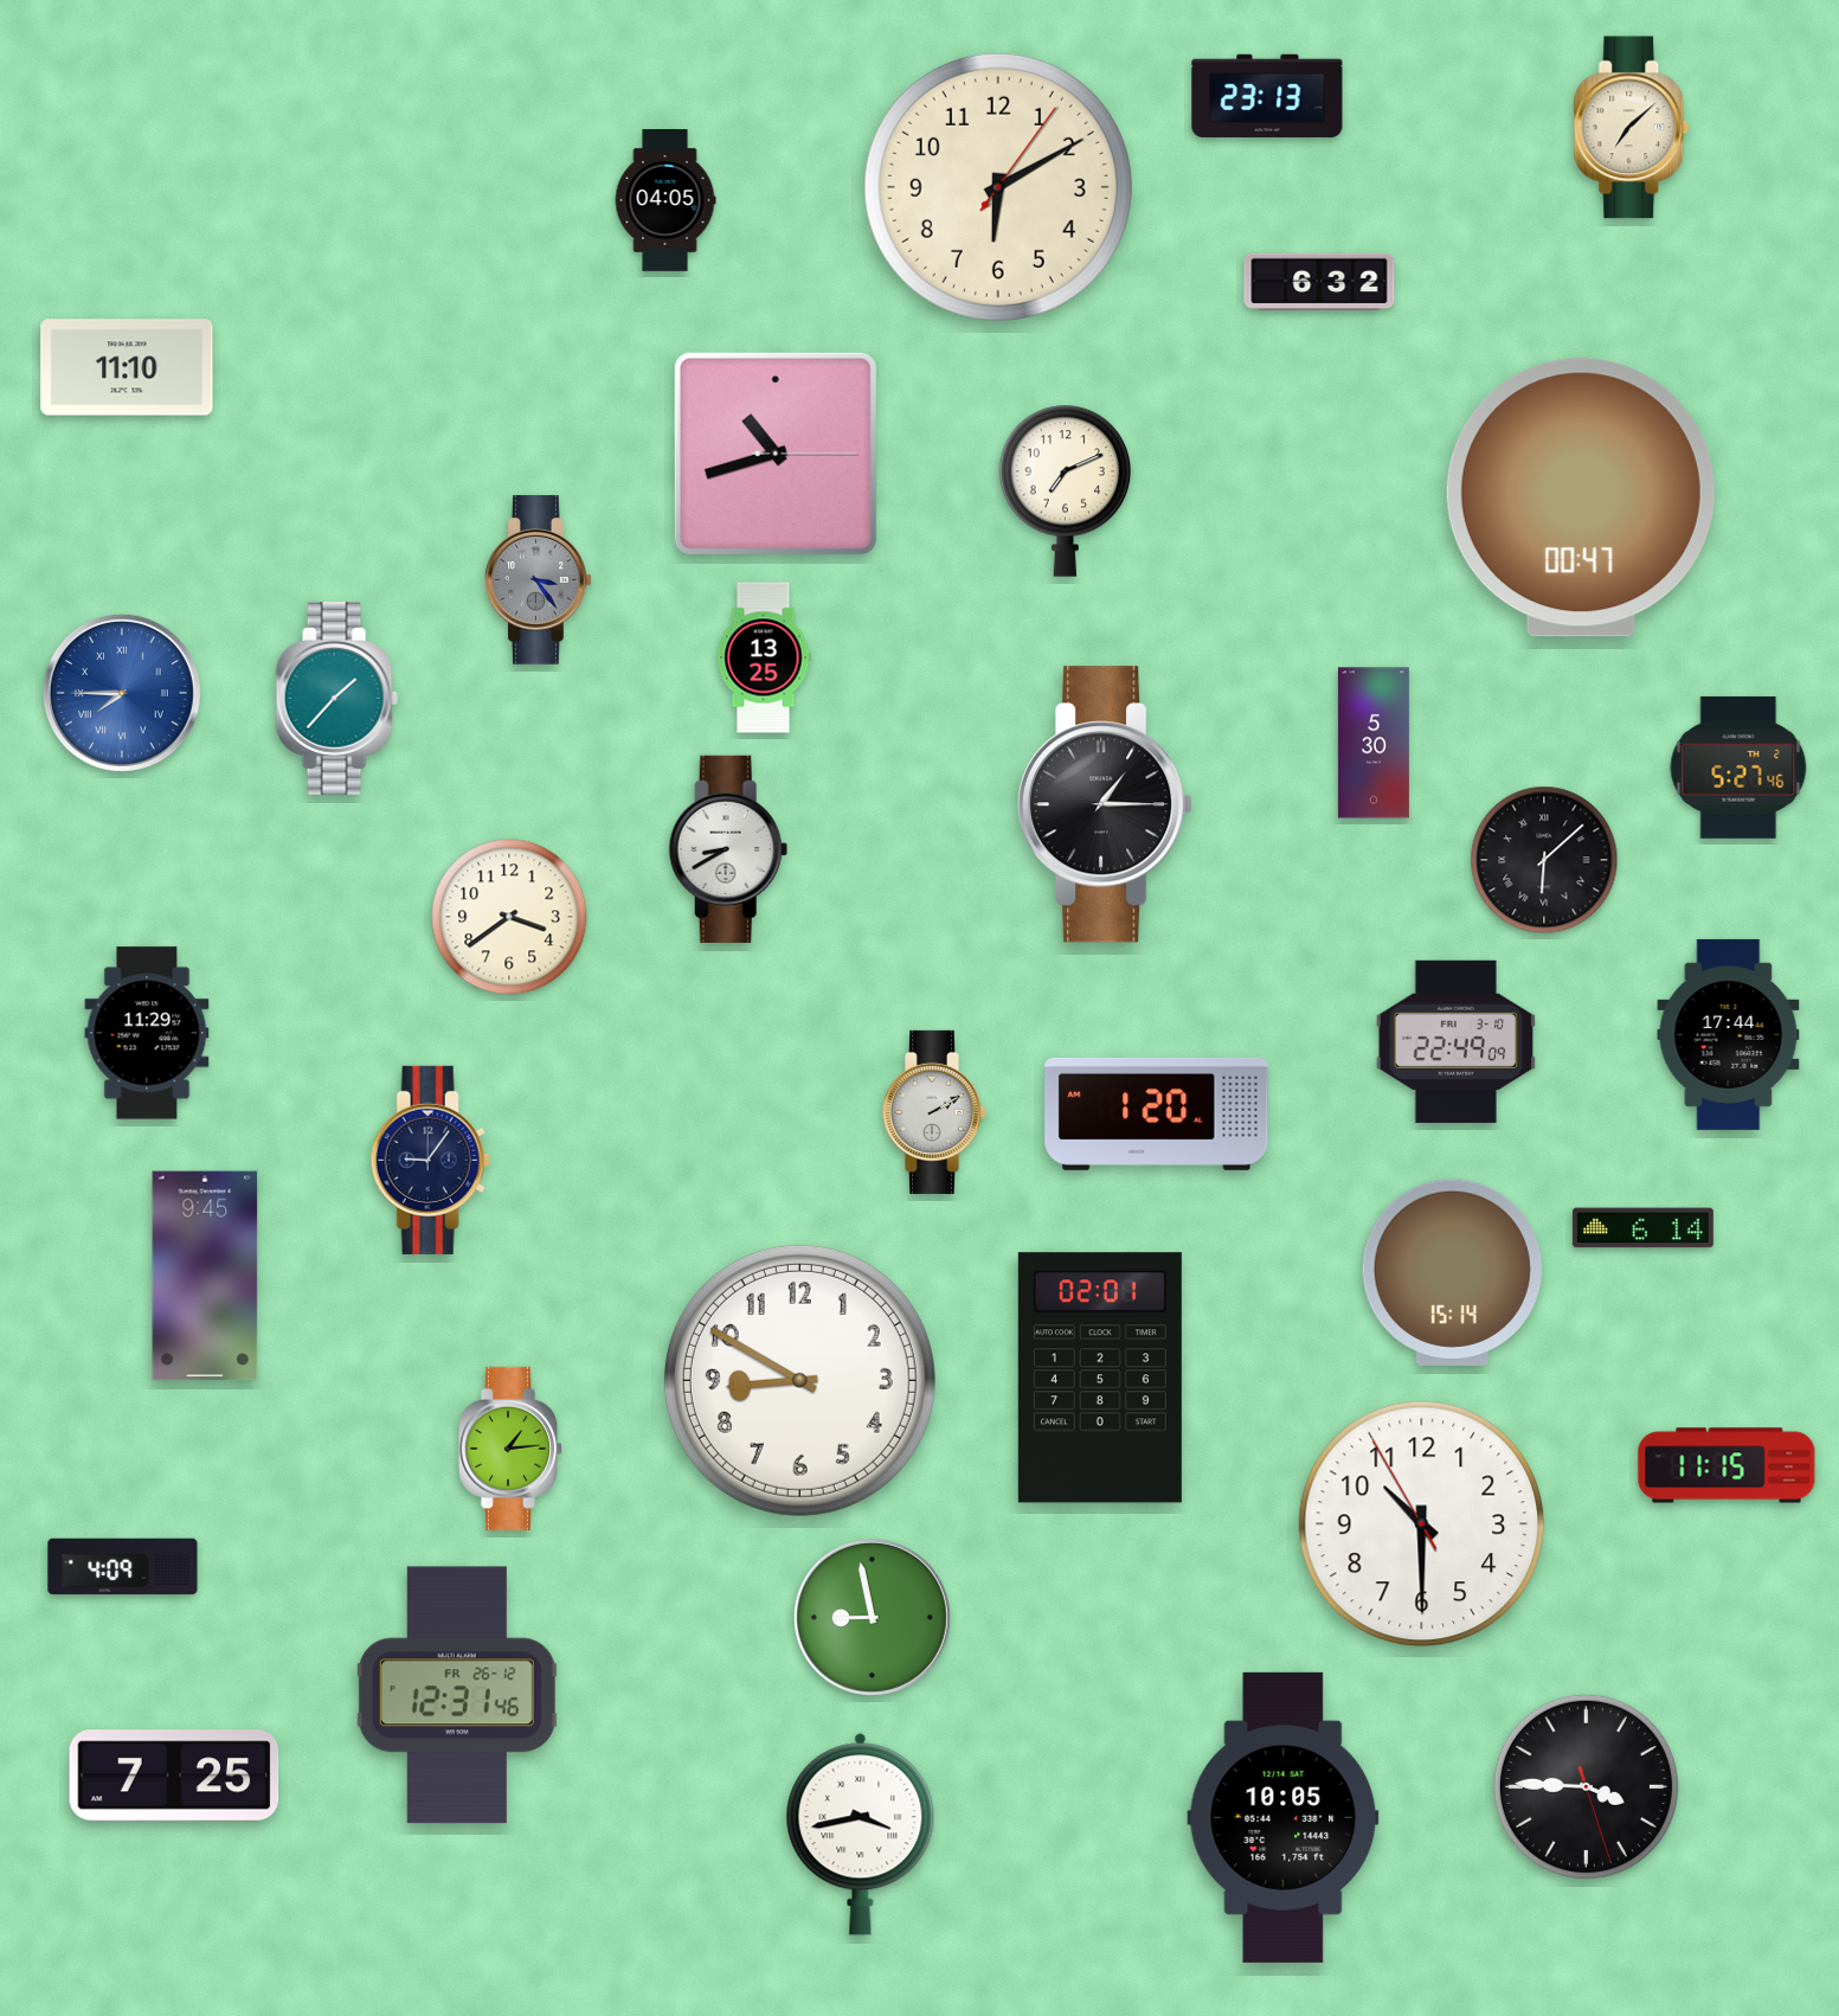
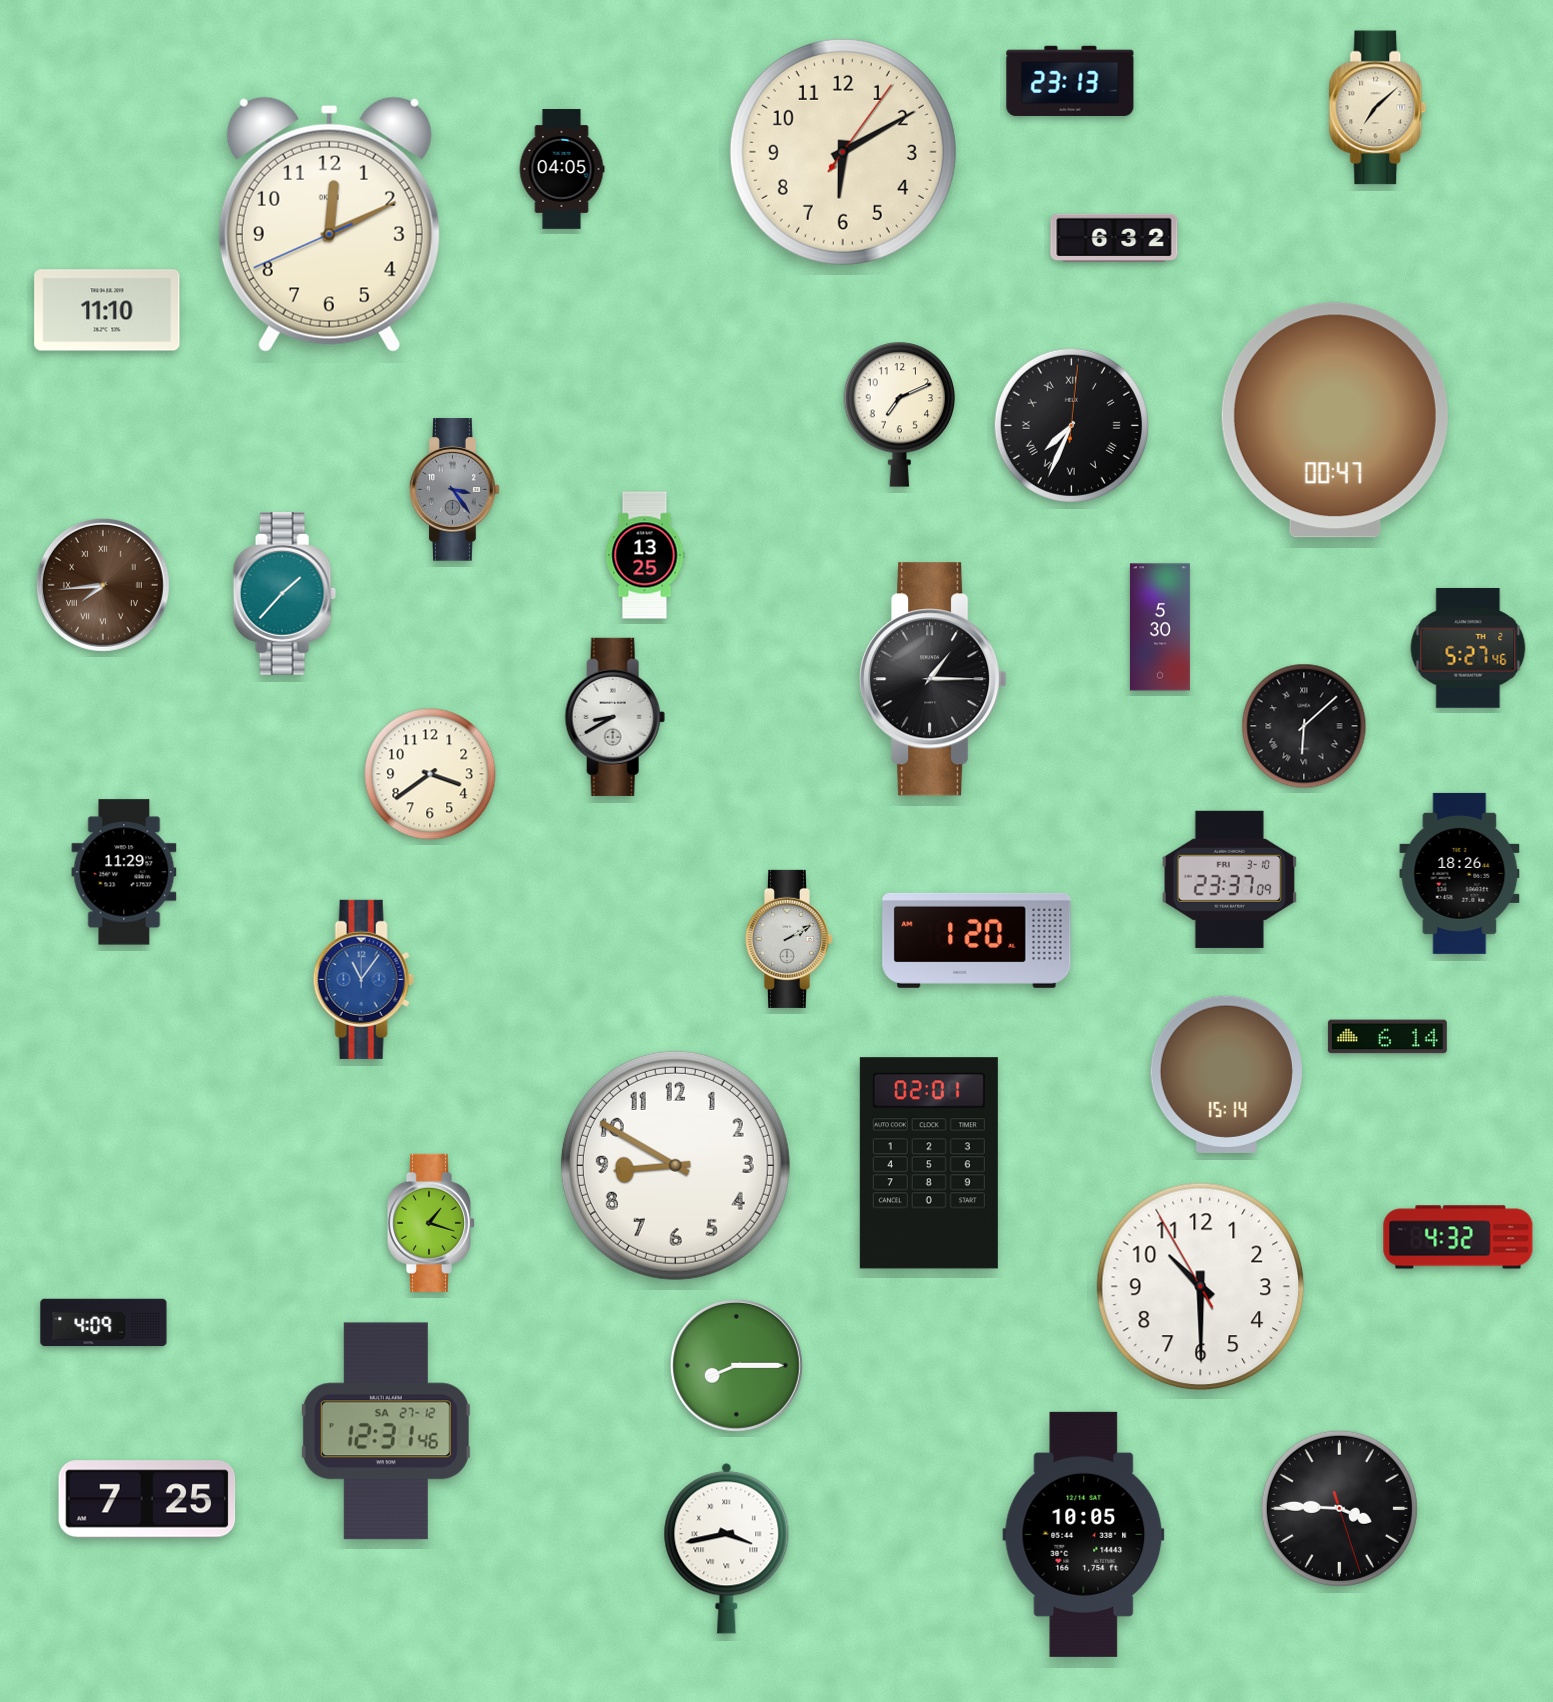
clock at (998, 187) position: (998, 187) -> (843, 152)
clock at (329, 224): none -> 12:10
clock at (776, 454): 10:42 -> none
clock at (1071, 425): none -> 7:34
clock at (122, 693): 7:45 -> 7:44
clock at (122, 693) dial: blue -> brown
clock at (336, 698) position: (336, 698) -> (284, 593)
clock at (1729, 1034): 17:44 -> 18:26
clock at (1455, 1041): 22:49 -> 23:37
clock at (430, 1160): 9:06 -> 11:06
clock at (430, 1160) dial: navy -> blue
clock at (205, 1276): 9:45 -> none
clock at (509, 1449): 1:14 -> 1:18
clock at (1727, 1465): 11:15 -> 4:32
clock at (872, 1617): 8:58 -> 8:15
clock at (457, 1695) date: FR 26-12 -> SA 27-12
